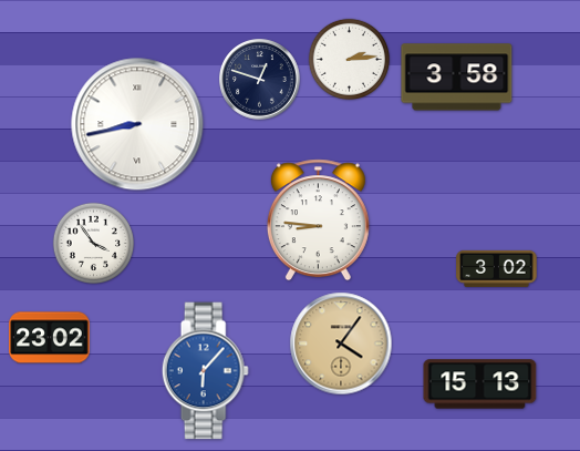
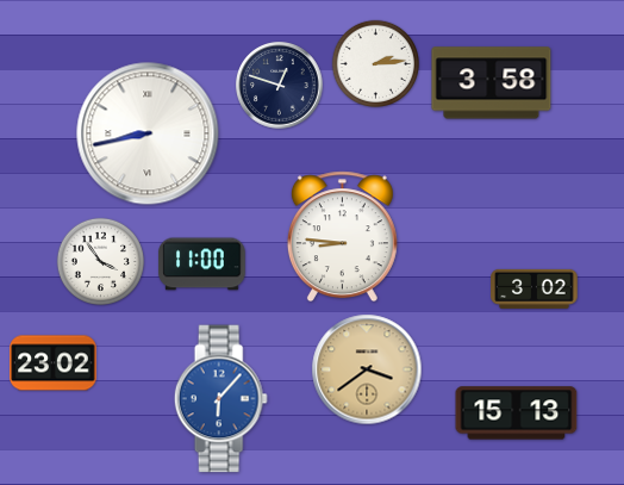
clock at (202, 265): none -> 11:00
clock at (341, 344): 4:06 -> 3:39
